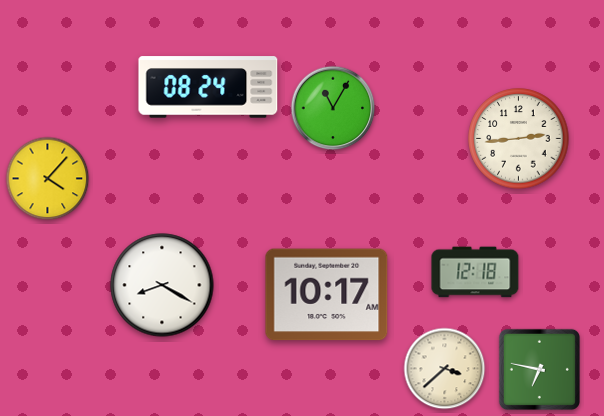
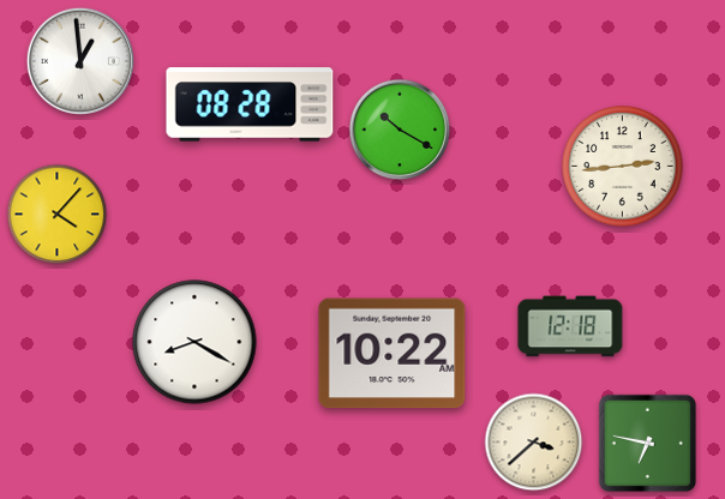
clock at (79, 60): none -> 12:59
clock at (208, 87): 08:24 -> 08:28
clock at (333, 108): 11:05 -> 10:20
clock at (327, 295): 10:17 -> 10:22
